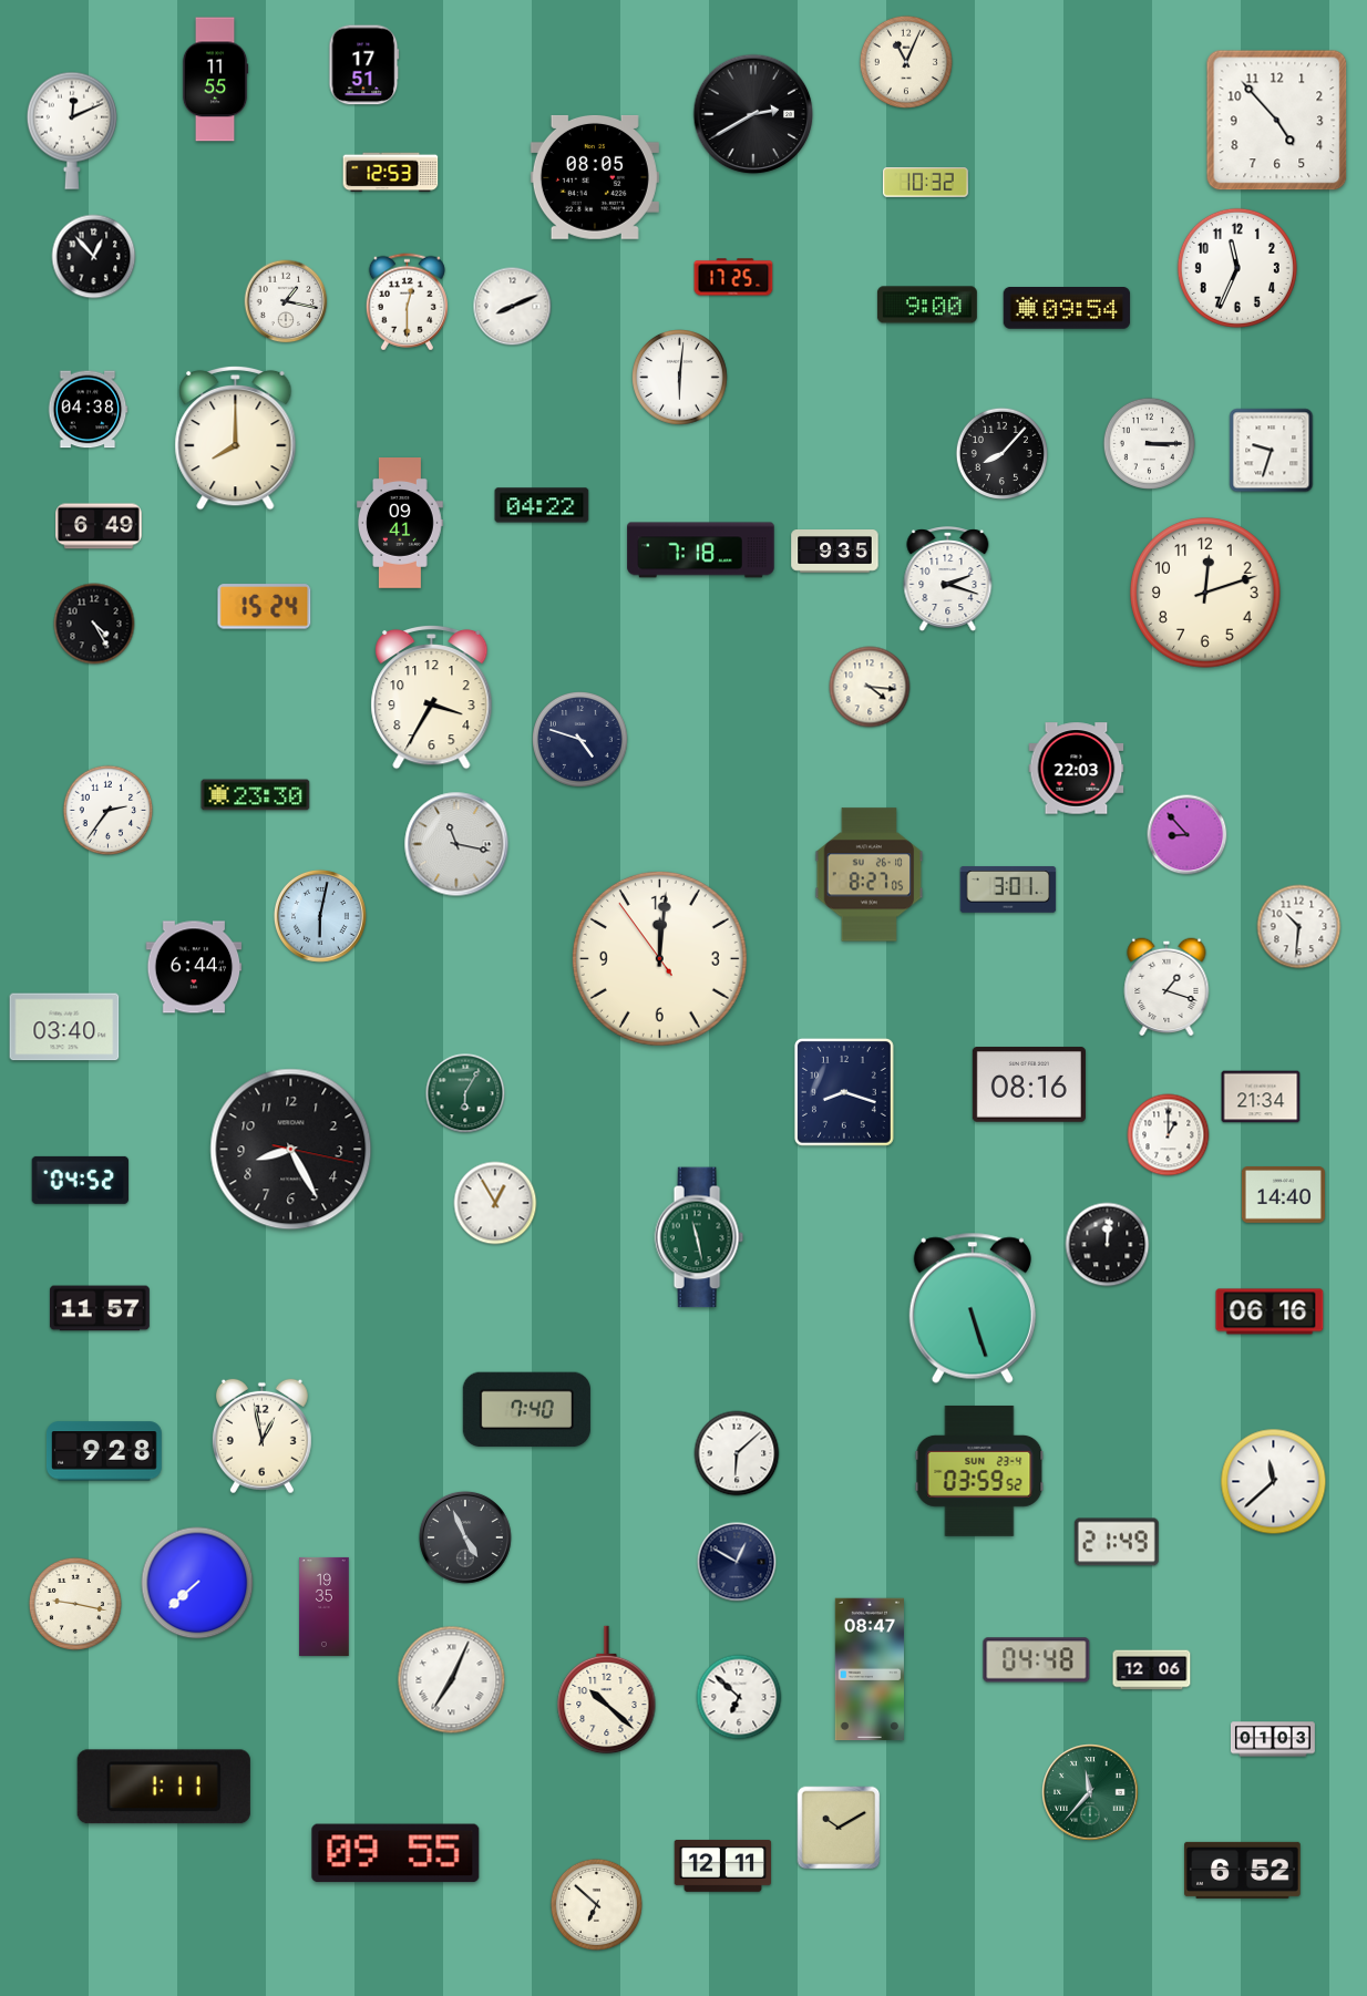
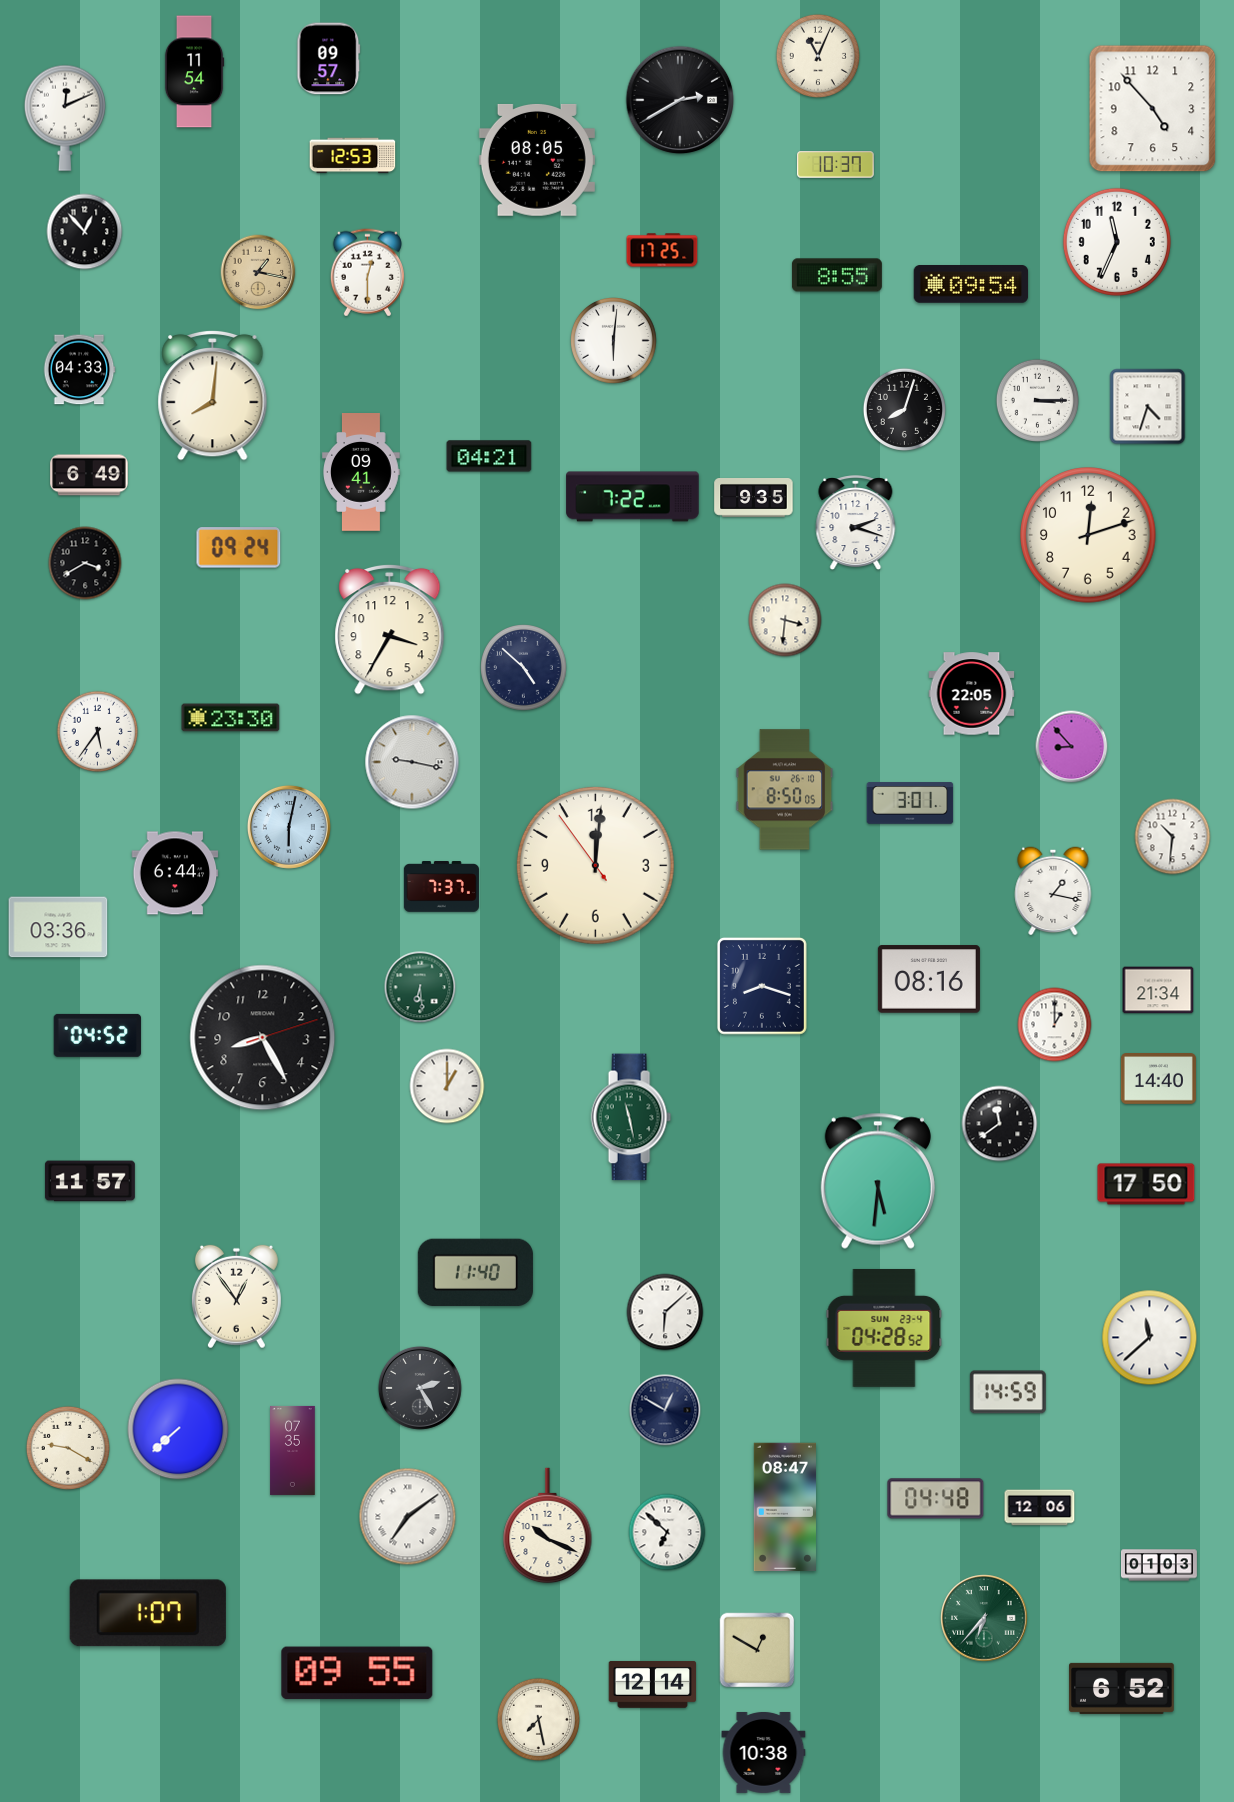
clock at (364, 65): 17:51 -> 09:57
clock at (215, 80): 11:55 -> 11:54
clock at (753, 114) position: (753, 114) -> (680, 100)
clock at (926, 183): 10:32 -> 10:37
clock at (286, 301) dial: white -> champagne
clock at (927, 305): 9:00 -> 8:55
clock at (513, 307): 8:11 -> none
clock at (1067, 309) position: (1067, 309) -> (971, 285)
clock at (88, 410): 04:38 -> 04:33
clock at (236, 438): 8:00 -> 8:01
clock at (1272, 451): 9:33 -> 4:33
clock at (1001, 453): 8:07 -> 8:03
clock at (542, 505): 04:22 -> 04:21
clock at (701, 551): 7:18 -> 7:22
clock at (265, 607): 15:24 -> 09:24
clock at (94, 624): 4:25 -> 3:40
clock at (870, 687): 4:16 -> 3:31
clock at (580, 740): 4:48 -> 4:52
clock at (1077, 769): 22:03 -> 22:05
clock at (109, 811): 2:36 -> 5:36
clock at (1188, 835) position: (1188, 835) -> (1072, 747)
clock at (456, 844): 11:17 -> 9:17
clock at (870, 875): 8:27 -> 8:50
clock at (441, 887): none -> 7:37
clock at (1166, 987): 1:18 -> 1:17
clock at (64, 1027): 03:40 -> 03:36
clock at (465, 1093): 6:05 -> 6:29
clock at (1261, 1097) position: (1261, 1097) -> (1158, 990)
clock at (291, 1150): 8:25:17 -> 8:25:12
clock at (80, 1180) position: (80, 1180) -> (97, 1035)
clock at (495, 1203): 12:55 -> 1:00
clock at (1108, 1245): 12:01 -> 11:39
clock at (973, 1308): 5:27 -> 5:31
clock at (1270, 1311): 06:16 -> 17:50
clock at (526, 1410): 7:40 -> 11:40
clock at (261, 1437): 12:58 -> 12:54
clock at (104, 1451): 9:28 -> none
clock at (979, 1471): 03:59 -> 04:28
clock at (465, 1537): 4:56 -> 2:25
clock at (1117, 1542): 21:49 -> 14:59
clock at (75, 1604): 9:17 -> 9:20
clock at (325, 1606): 19:35 -> 07:35
clock at (452, 1680): 7:04 -> 7:09
clock at (607, 1690): 10:22 -> 10:19
clock at (1273, 1739) position: (1273, 1739) -> (1159, 1565)
clock at (164, 1787): 1:11 -> 1:07
clock at (1090, 1792): 11:37 -> 6:37
clock at (839, 1828): 10:10 -> 12:50
clock at (723, 1865): 12:11 -> 12:14
clock at (596, 1904): 6:52 -> 7:28
clock at (764, 1753): none -> 10:38
